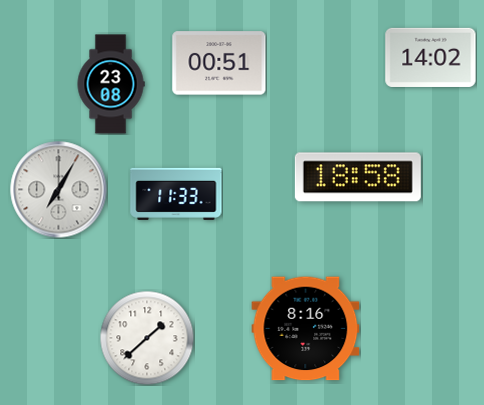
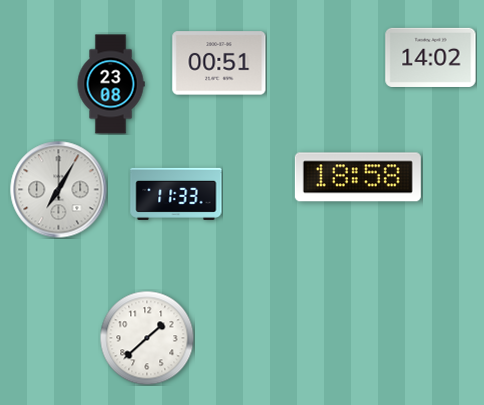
clock at (306, 329): 8:16 -> none
